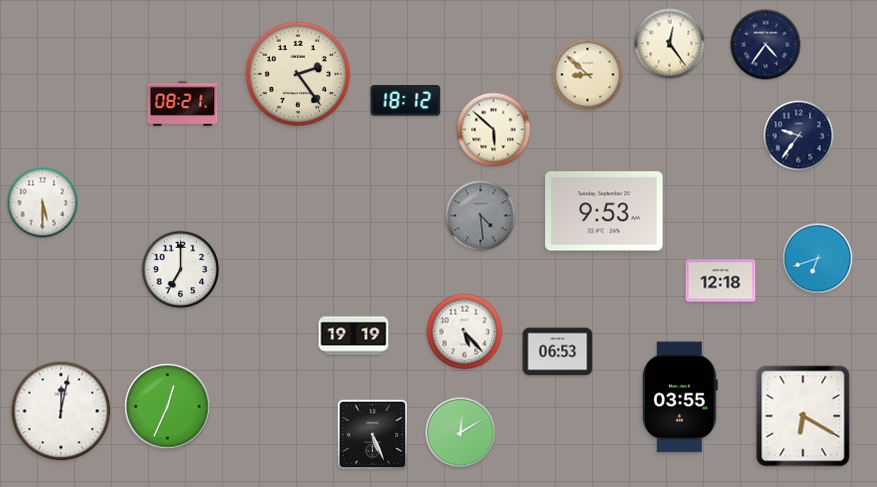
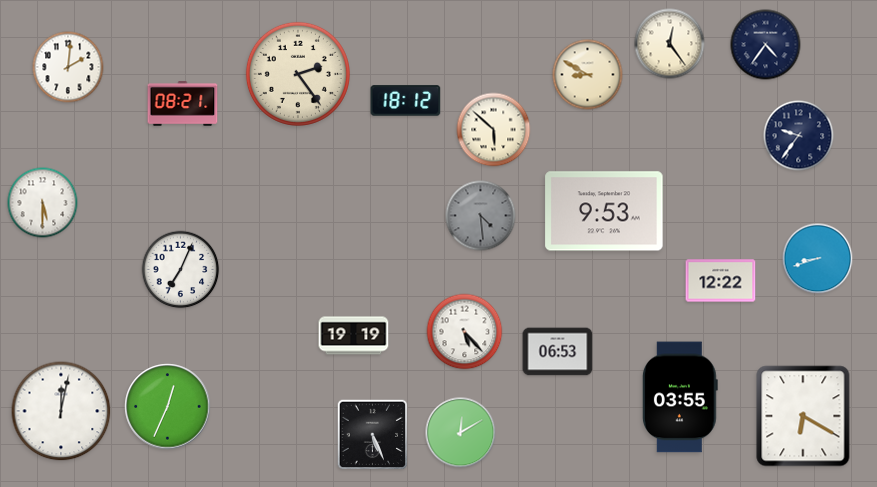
clock at (68, 67): none -> 2:01
clock at (588, 75): 8:52 -> 8:50
clock at (818, 259): 6:42 -> 8:42
clock at (181, 270): 7:00 -> 7:04
clock at (721, 281): 12:18 -> 12:22
